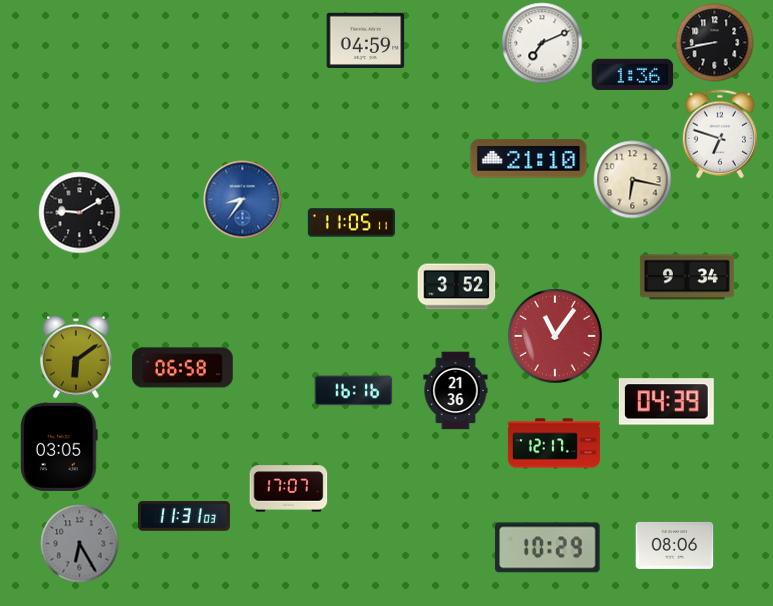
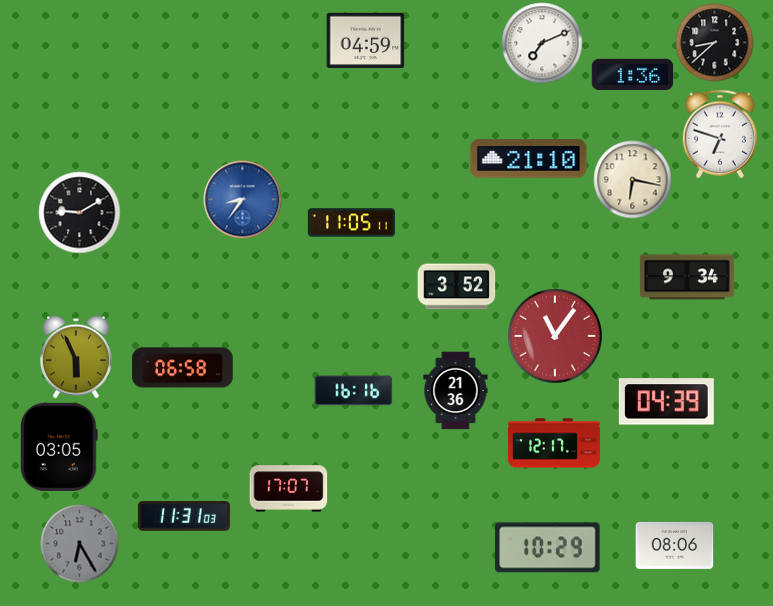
clock at (714, 42): 8:43 -> 8:38
clock at (76, 357): 6:09 -> 5:56
